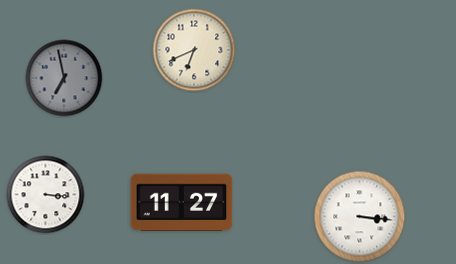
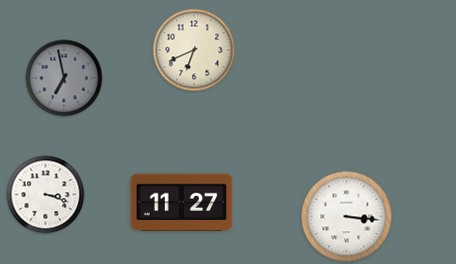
clock at (46, 195): 3:16 -> 3:18
clock at (360, 217) position: (360, 217) -> (347, 217)
